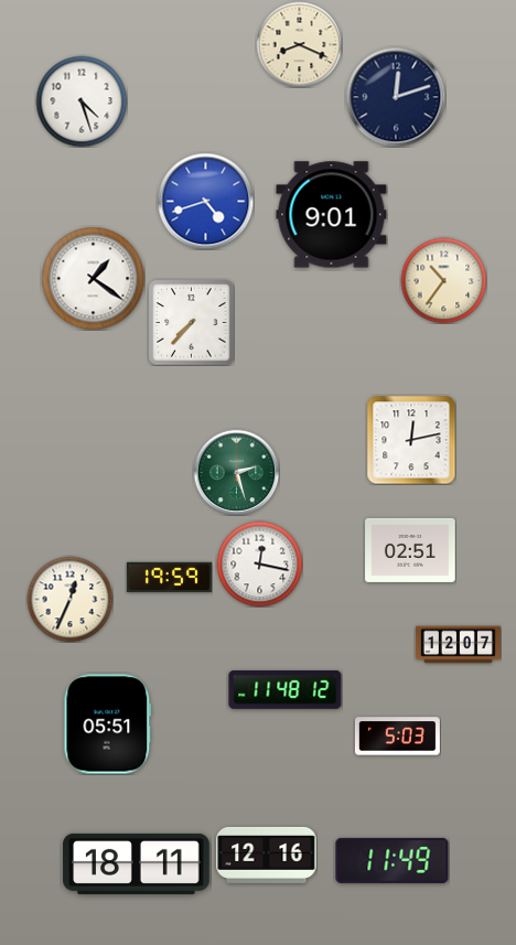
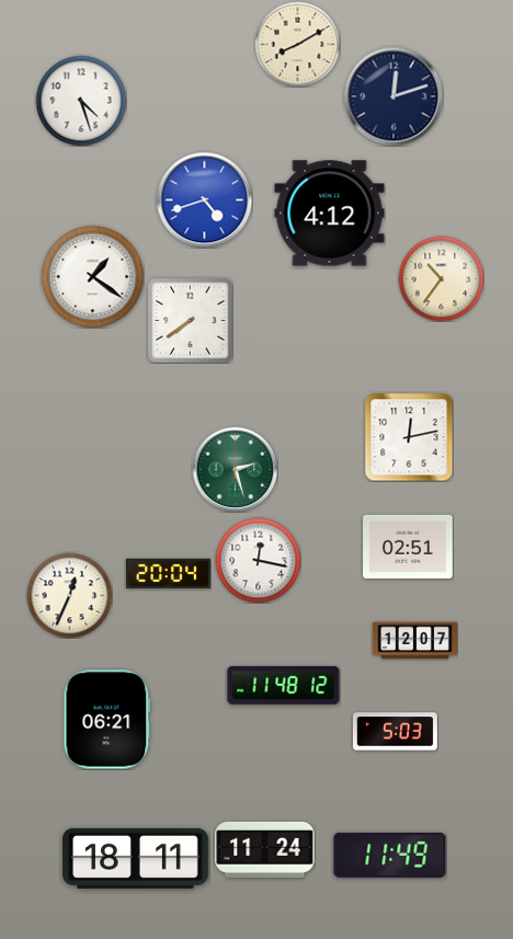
clock at (299, 44): 8:19 -> 8:10
clock at (332, 215): 9:01 -> 4:12
clock at (191, 322): 7:37 -> 7:39
clock at (169, 578): 19:59 -> 20:04
clock at (458, 645) position: (458, 645) -> (414, 641)
clock at (108, 724): 05:51 -> 06:21
clock at (267, 855): 12:16 -> 11:24
